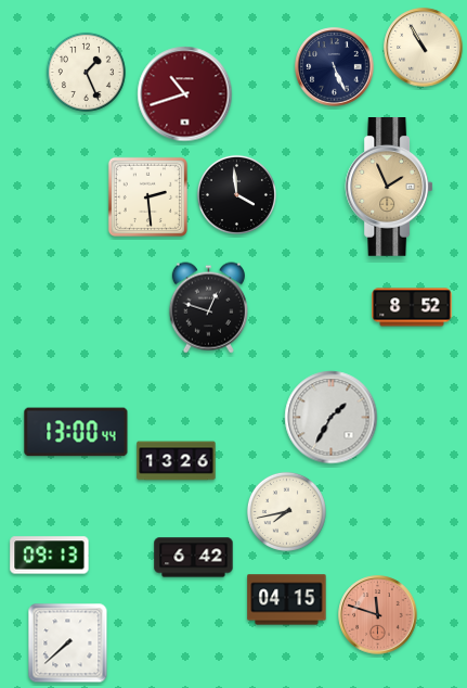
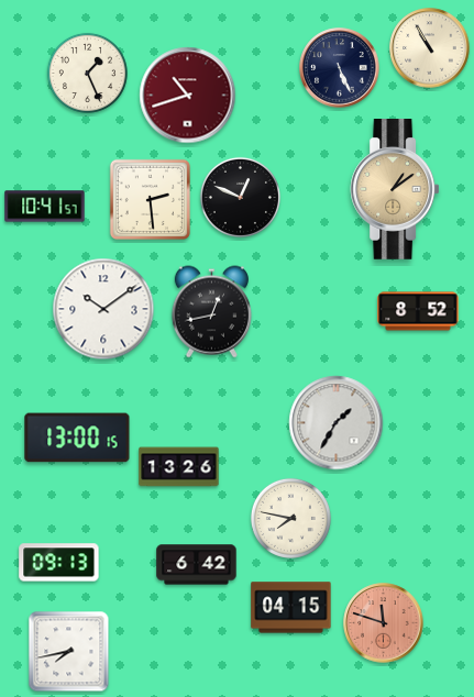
clock at (389, 188): 1:56 -> 1:09
clock at (236, 194): 3:59 -> 12:49
clock at (45, 207): none -> 10:41
clock at (103, 309): none -> 10:09
clock at (208, 308): 12:48 -> 12:43
clock at (76, 432): 13:00:44 -> 13:00:15
clock at (286, 511): 7:43 -> 7:47
clock at (50, 556) position: (50, 556) -> (59, 563)
clock at (68, 644): 7:38 -> 7:43
